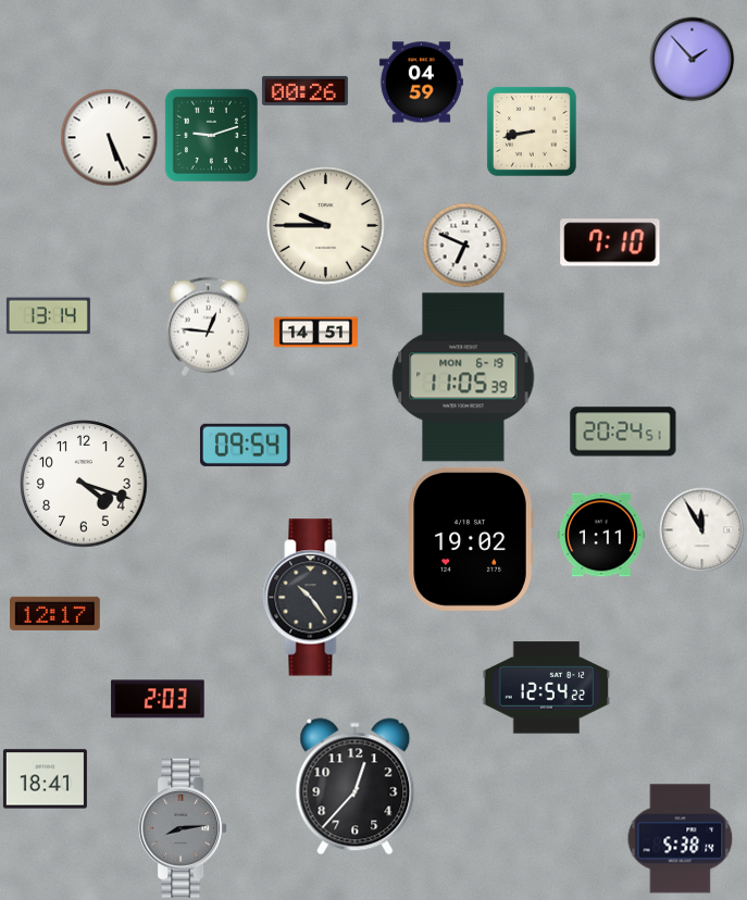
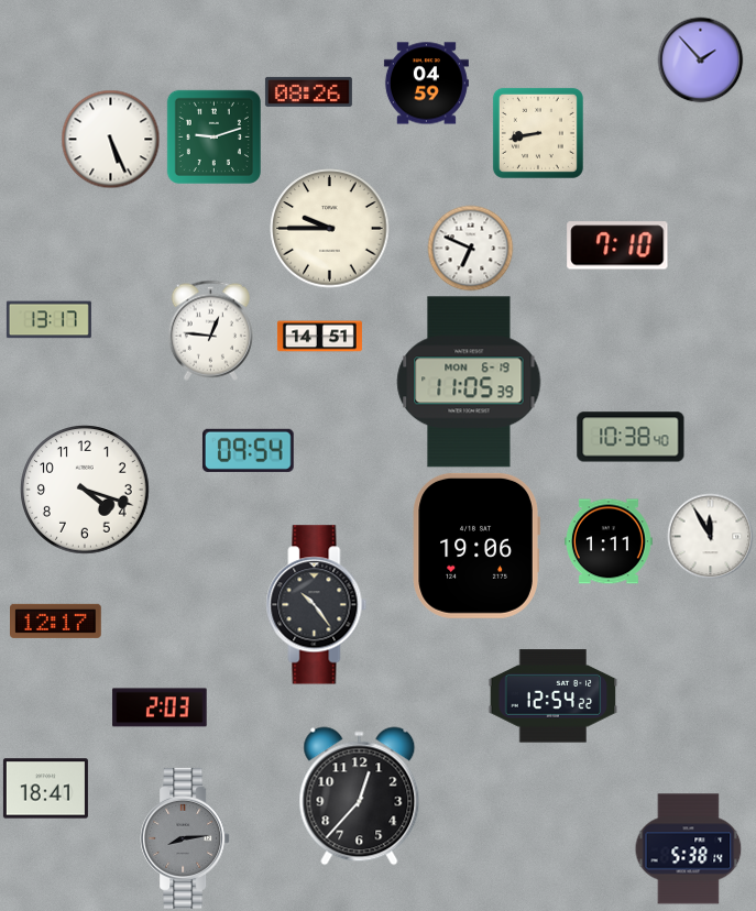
clock at (304, 90): 00:26 -> 08:26
clock at (48, 316): 13:14 -> 13:17
clock at (623, 432): 20:24 -> 10:38
clock at (471, 539): 19:02 -> 19:06
